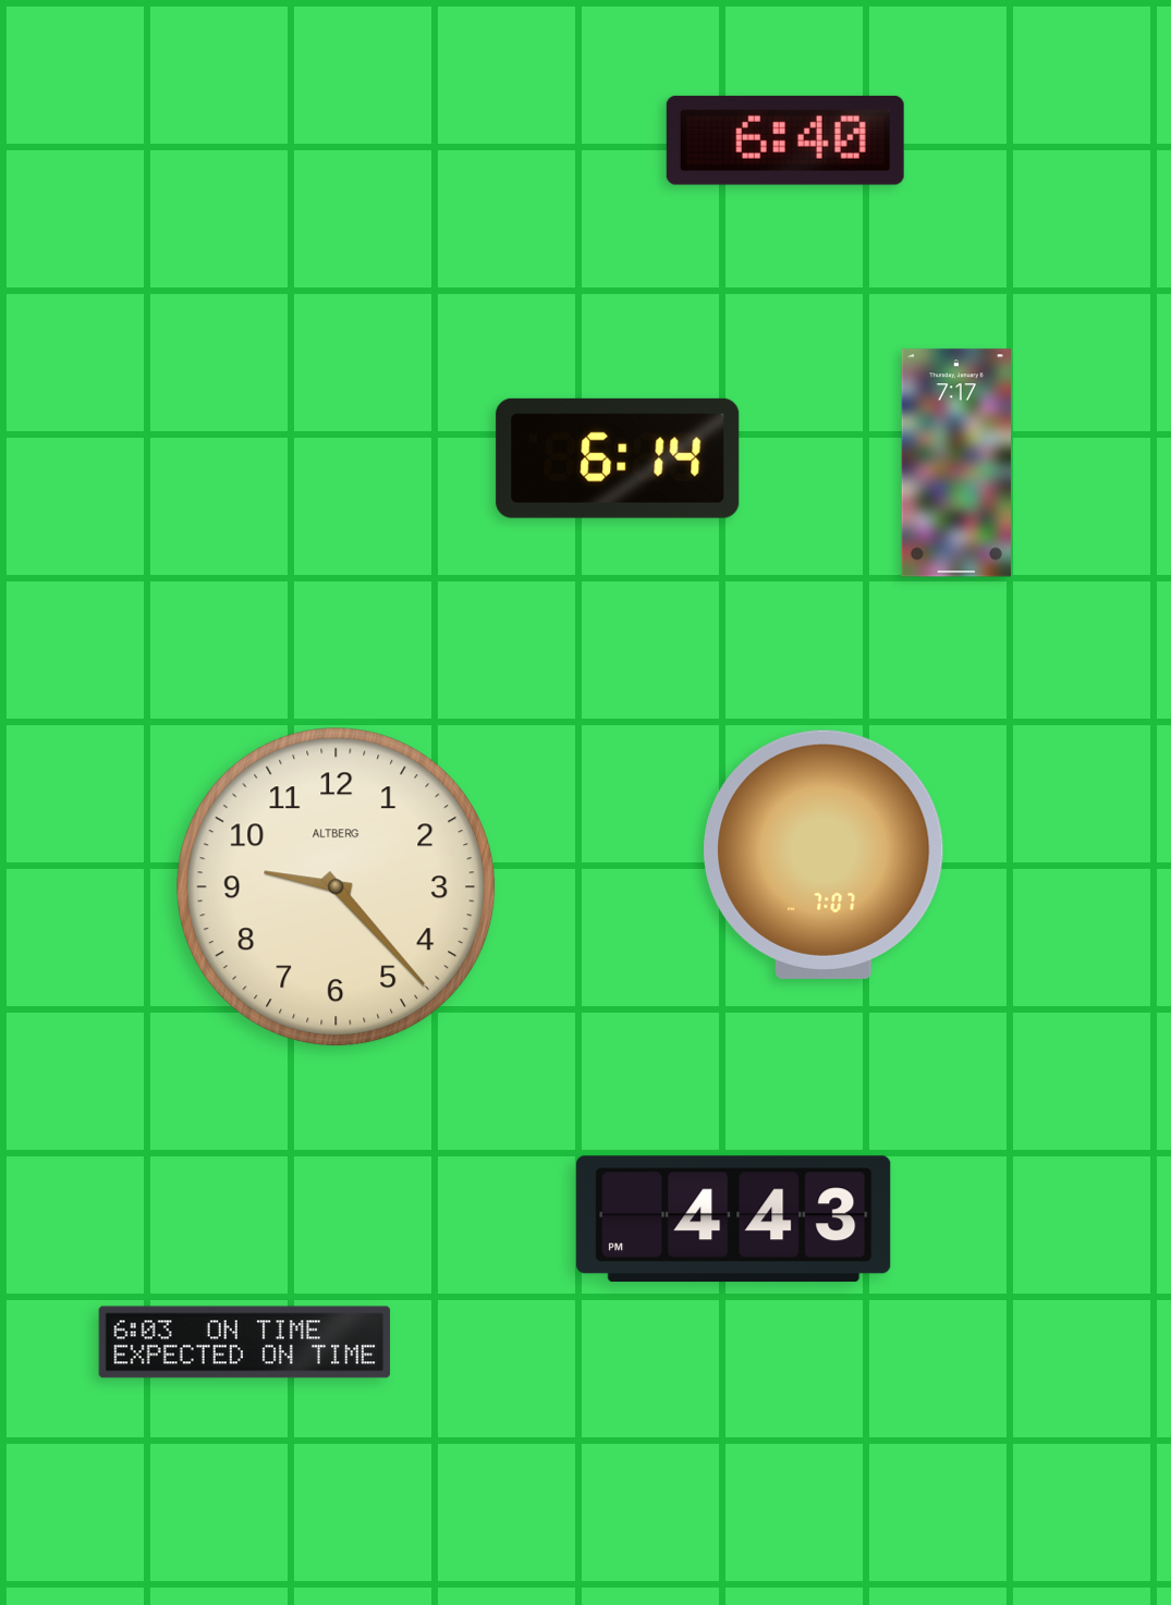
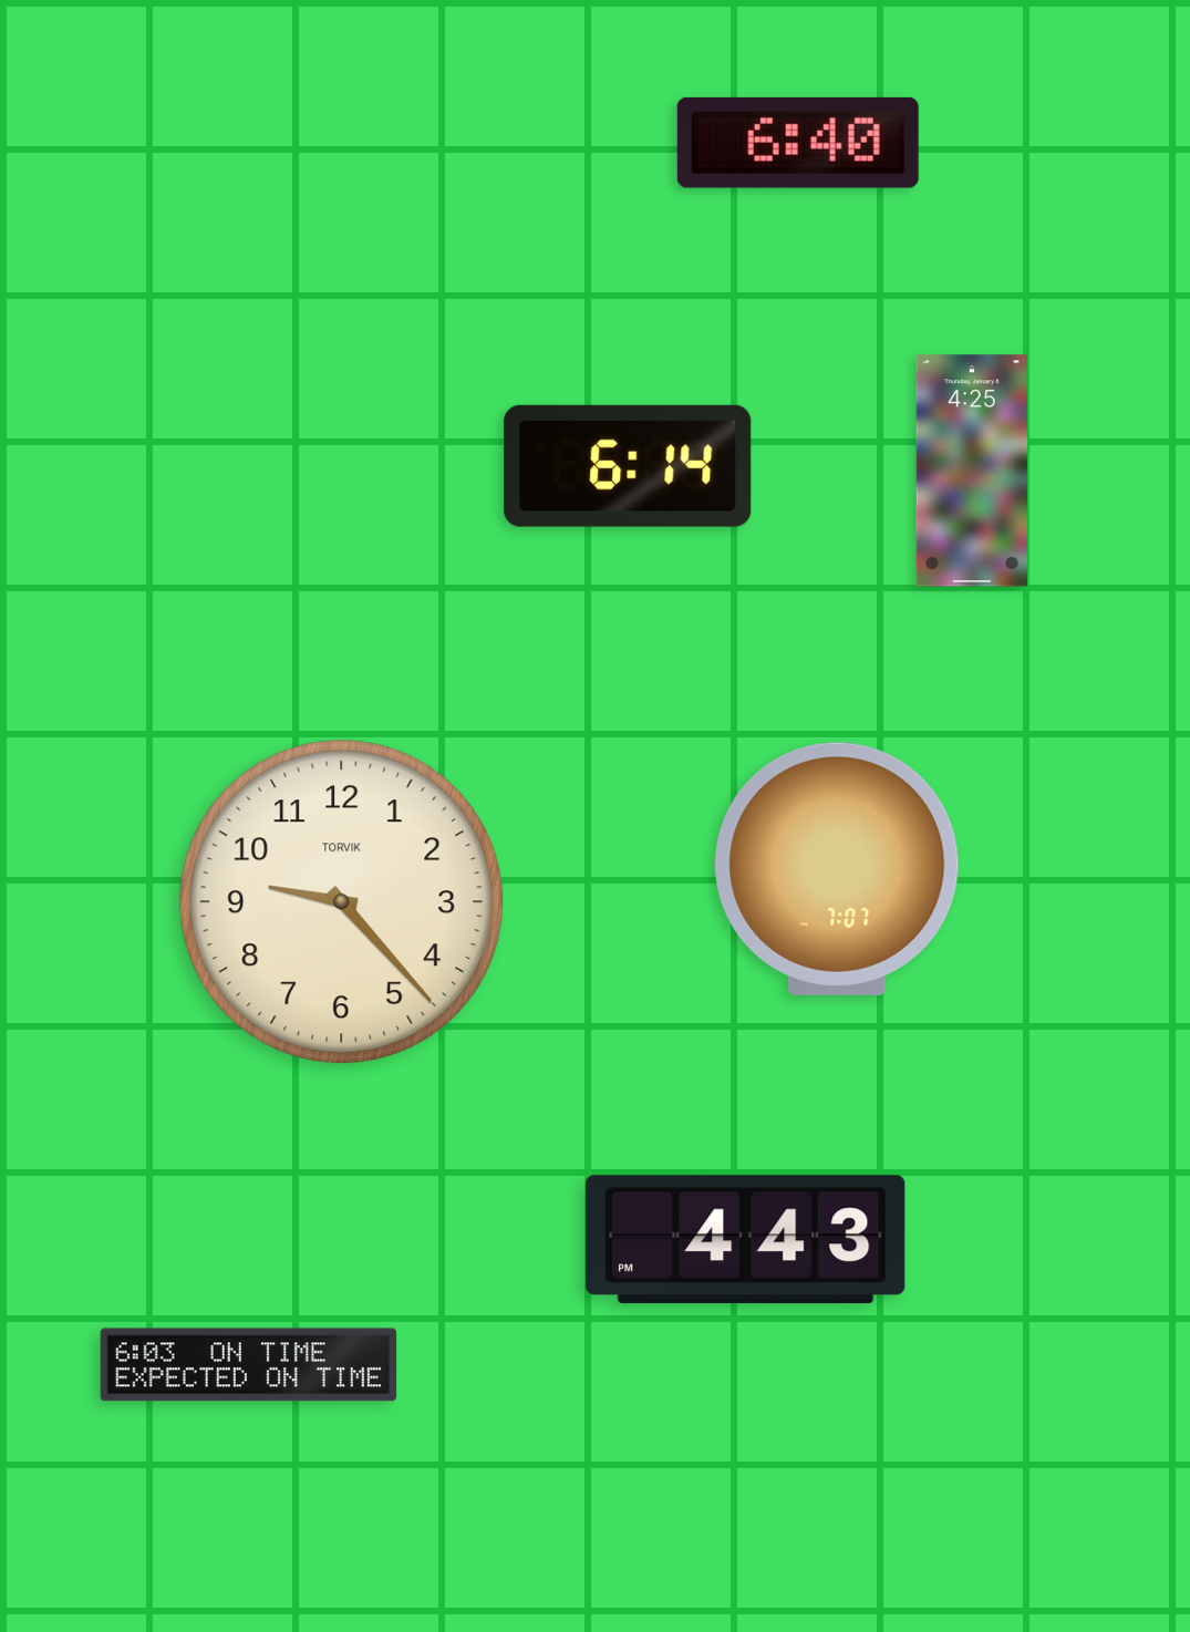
clock at (956, 463): 7:17 -> 4:25
clock at (337, 887) brand: ALTBERG -> TORVIK
